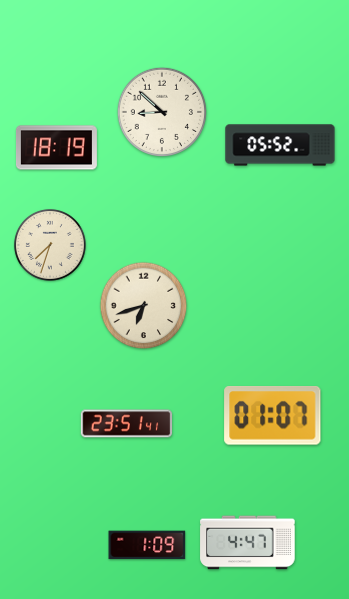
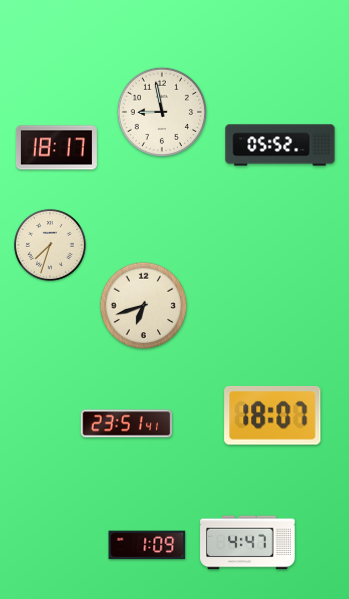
clock at (161, 111): 8:52 -> 8:58
clock at (56, 148): 18:19 -> 18:17
clock at (273, 416): 01:07 -> 18:07
